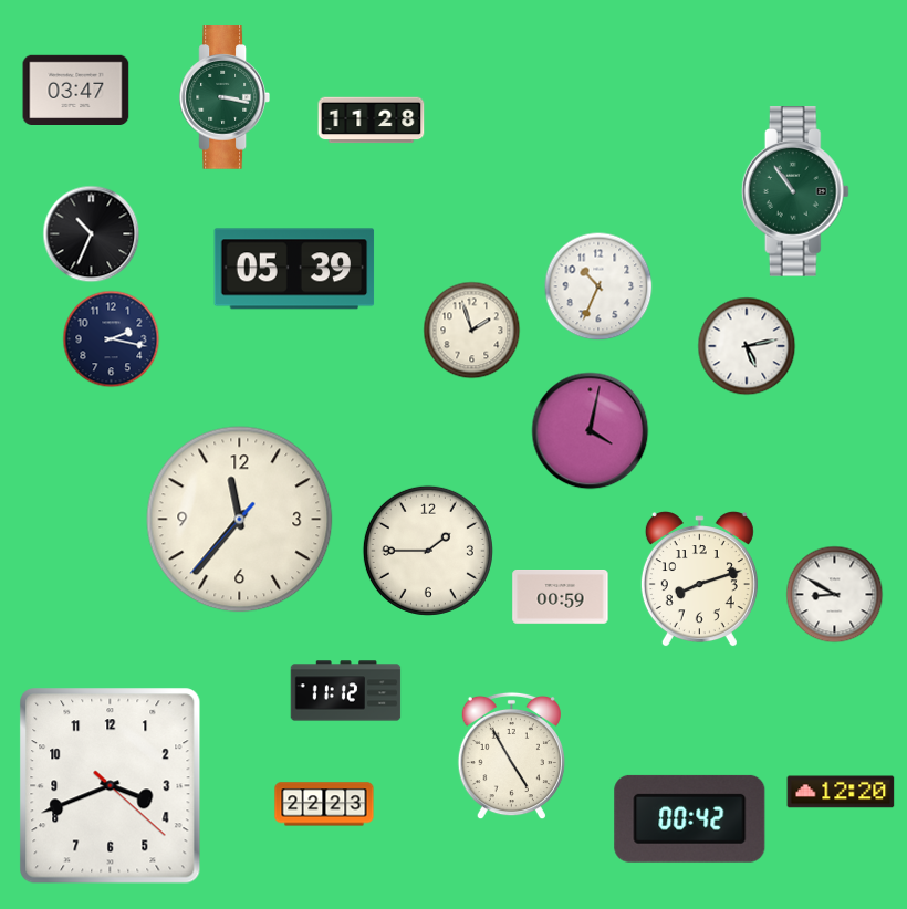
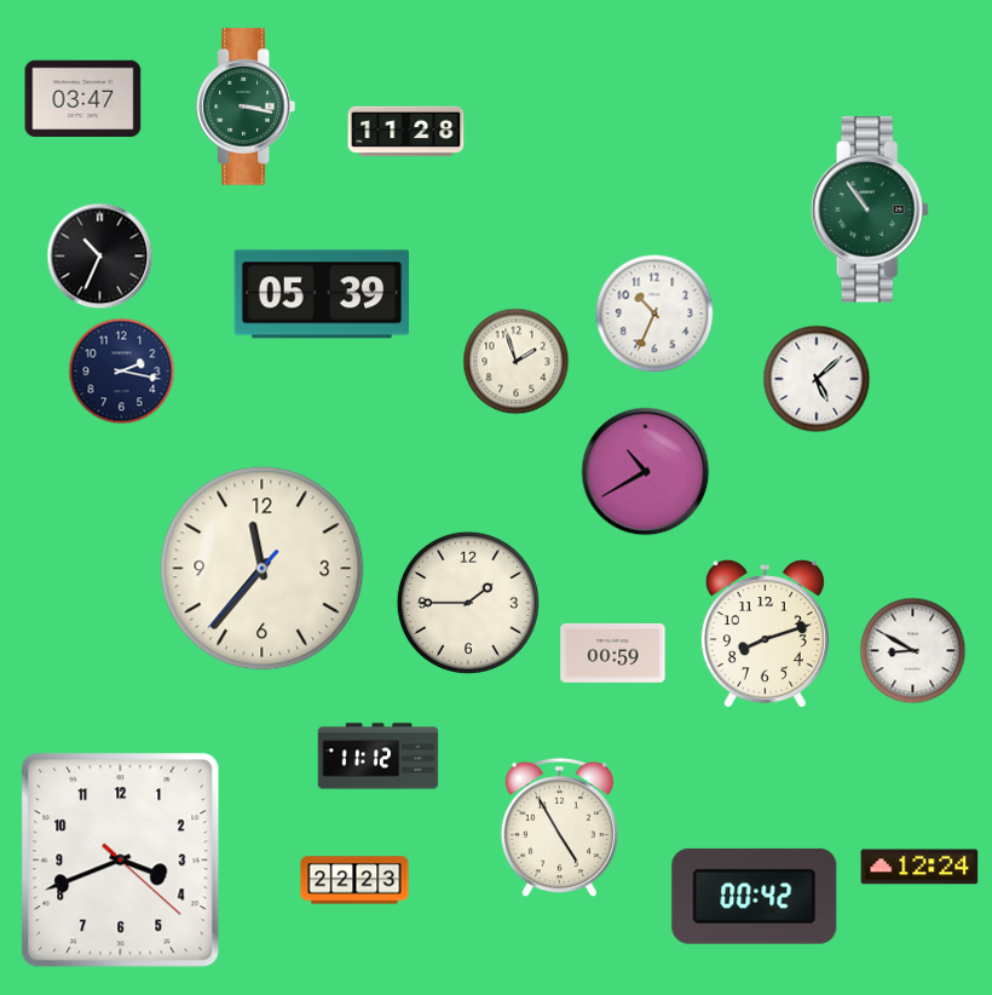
clock at (747, 346): 5:13 -> 5:08
clock at (591, 431): 4:02 -> 10:40
clock at (841, 792): 12:20 -> 12:24
